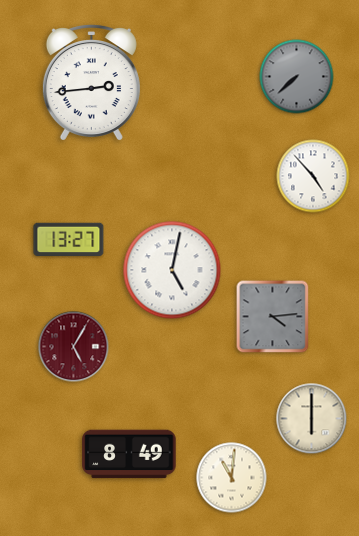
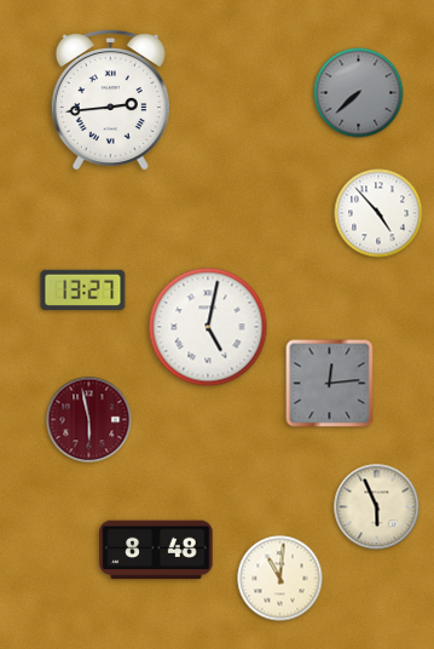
clock at (273, 317): 4:14 -> 12:14
clock at (74, 347): 5:05 -> 5:58
clock at (312, 419): 6:00 -> 5:56
clock at (129, 454): 8:49 -> 8:48
